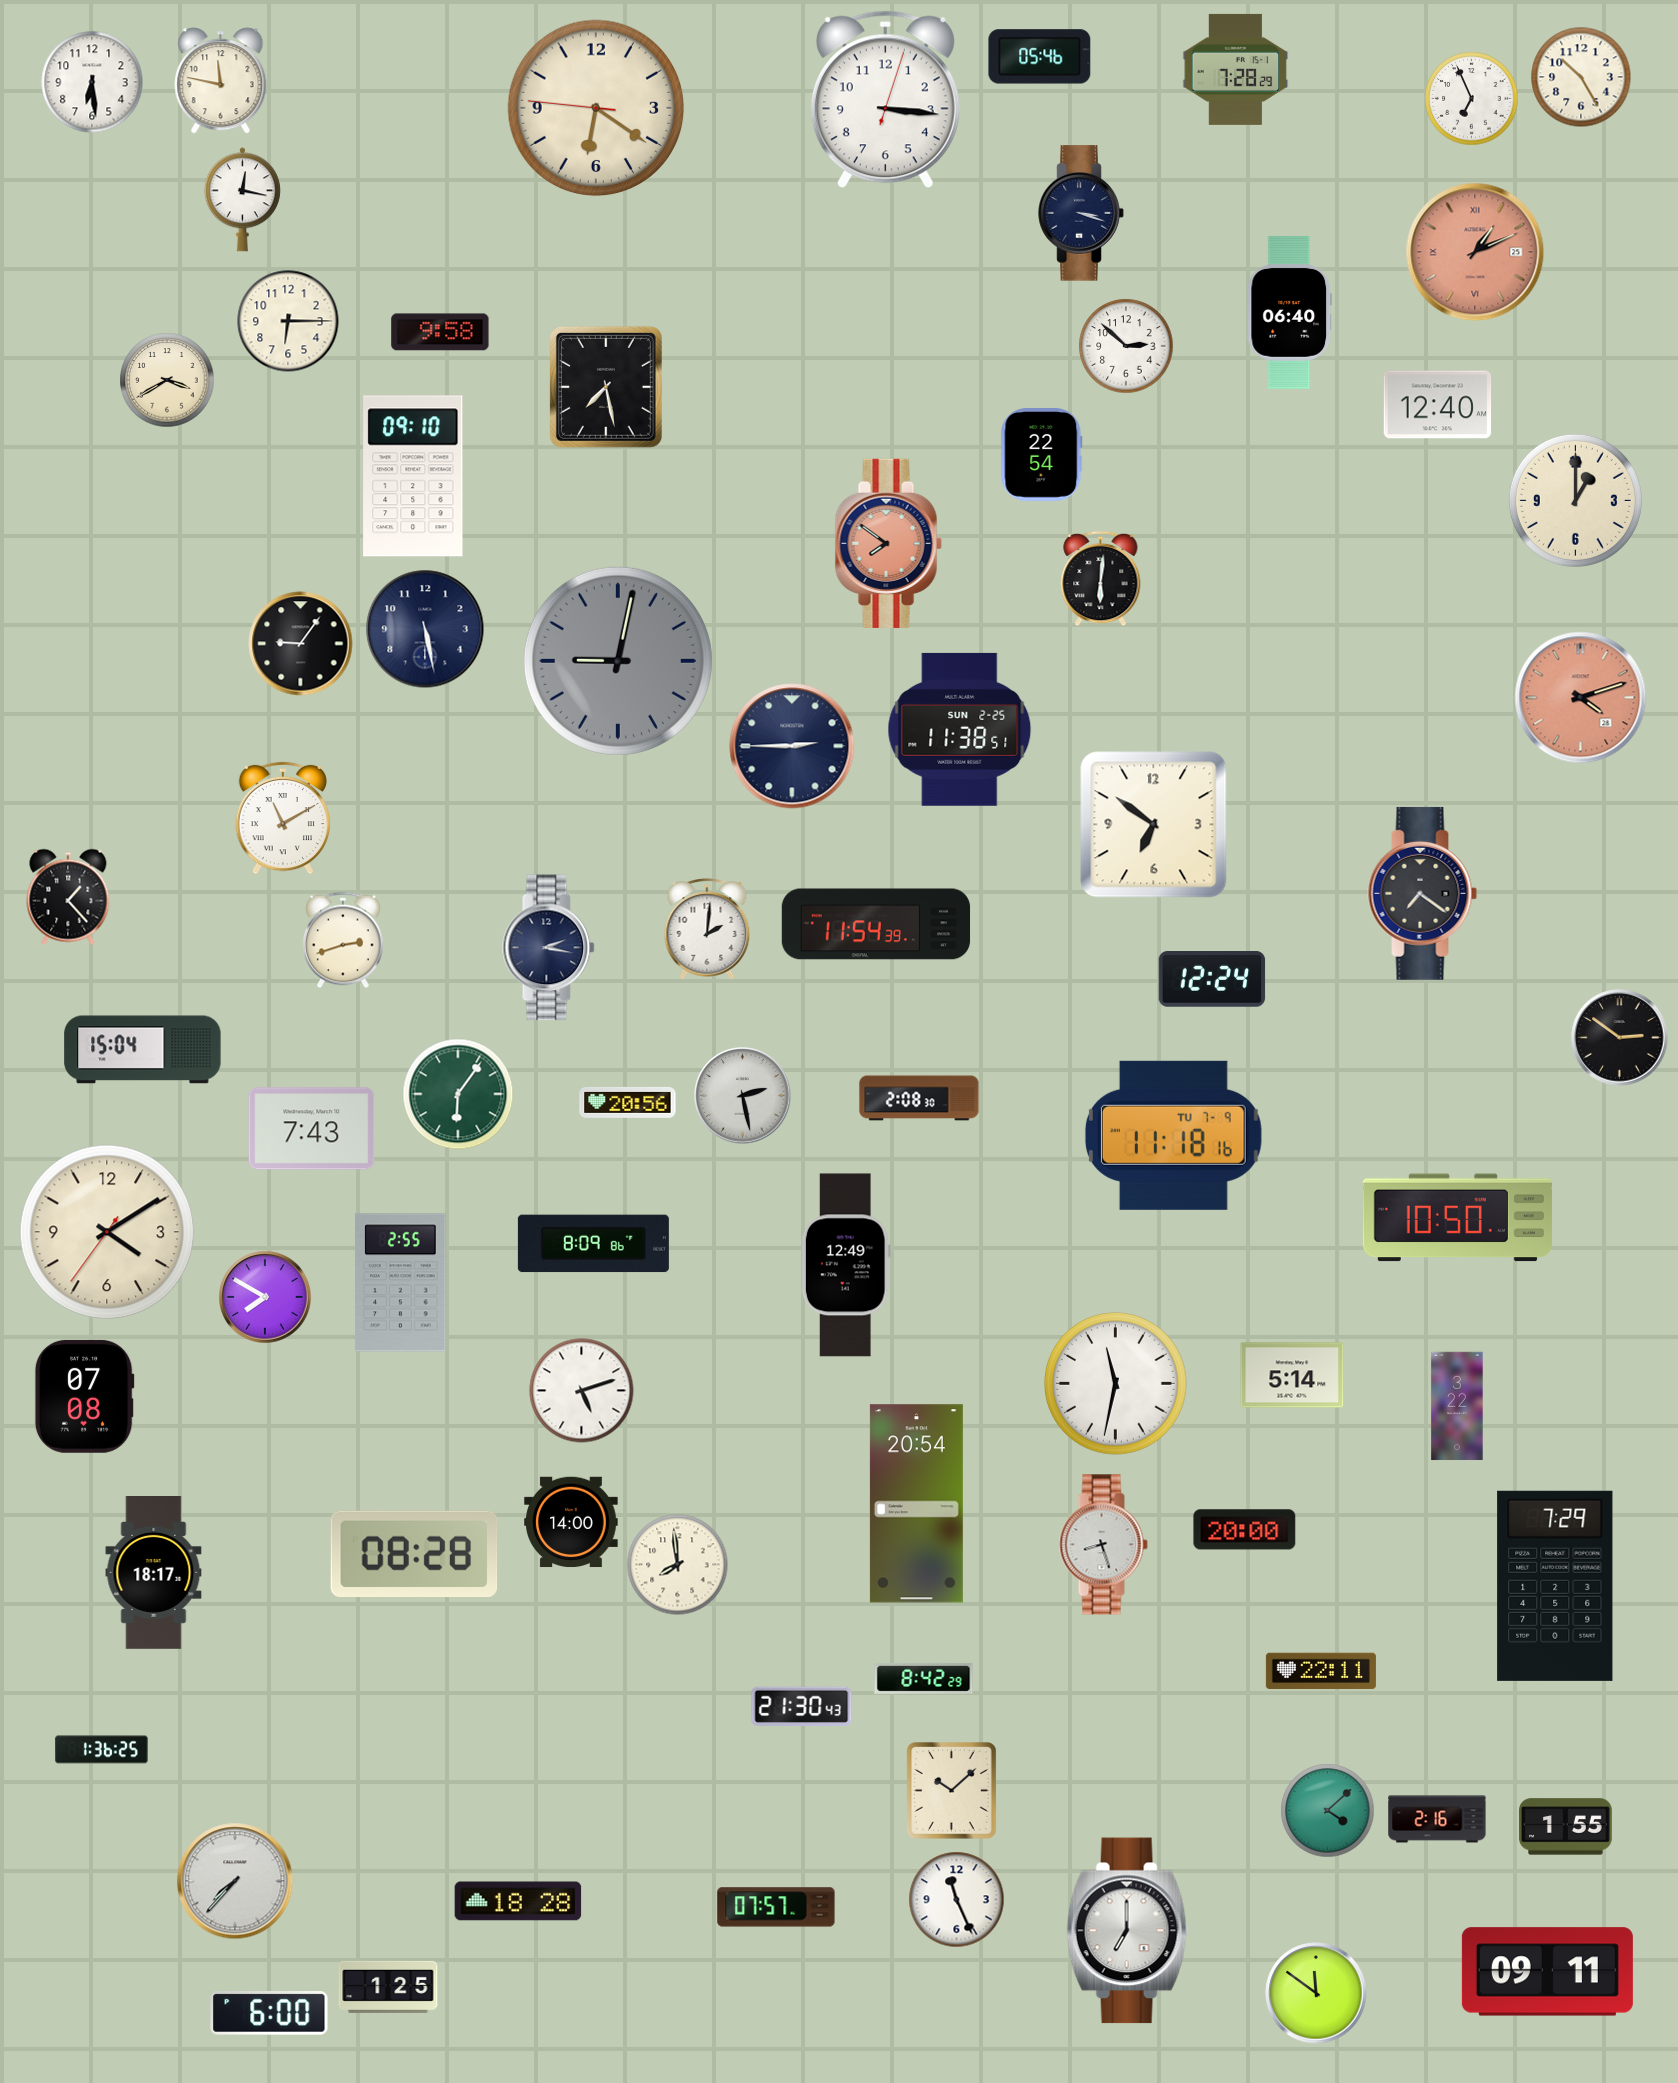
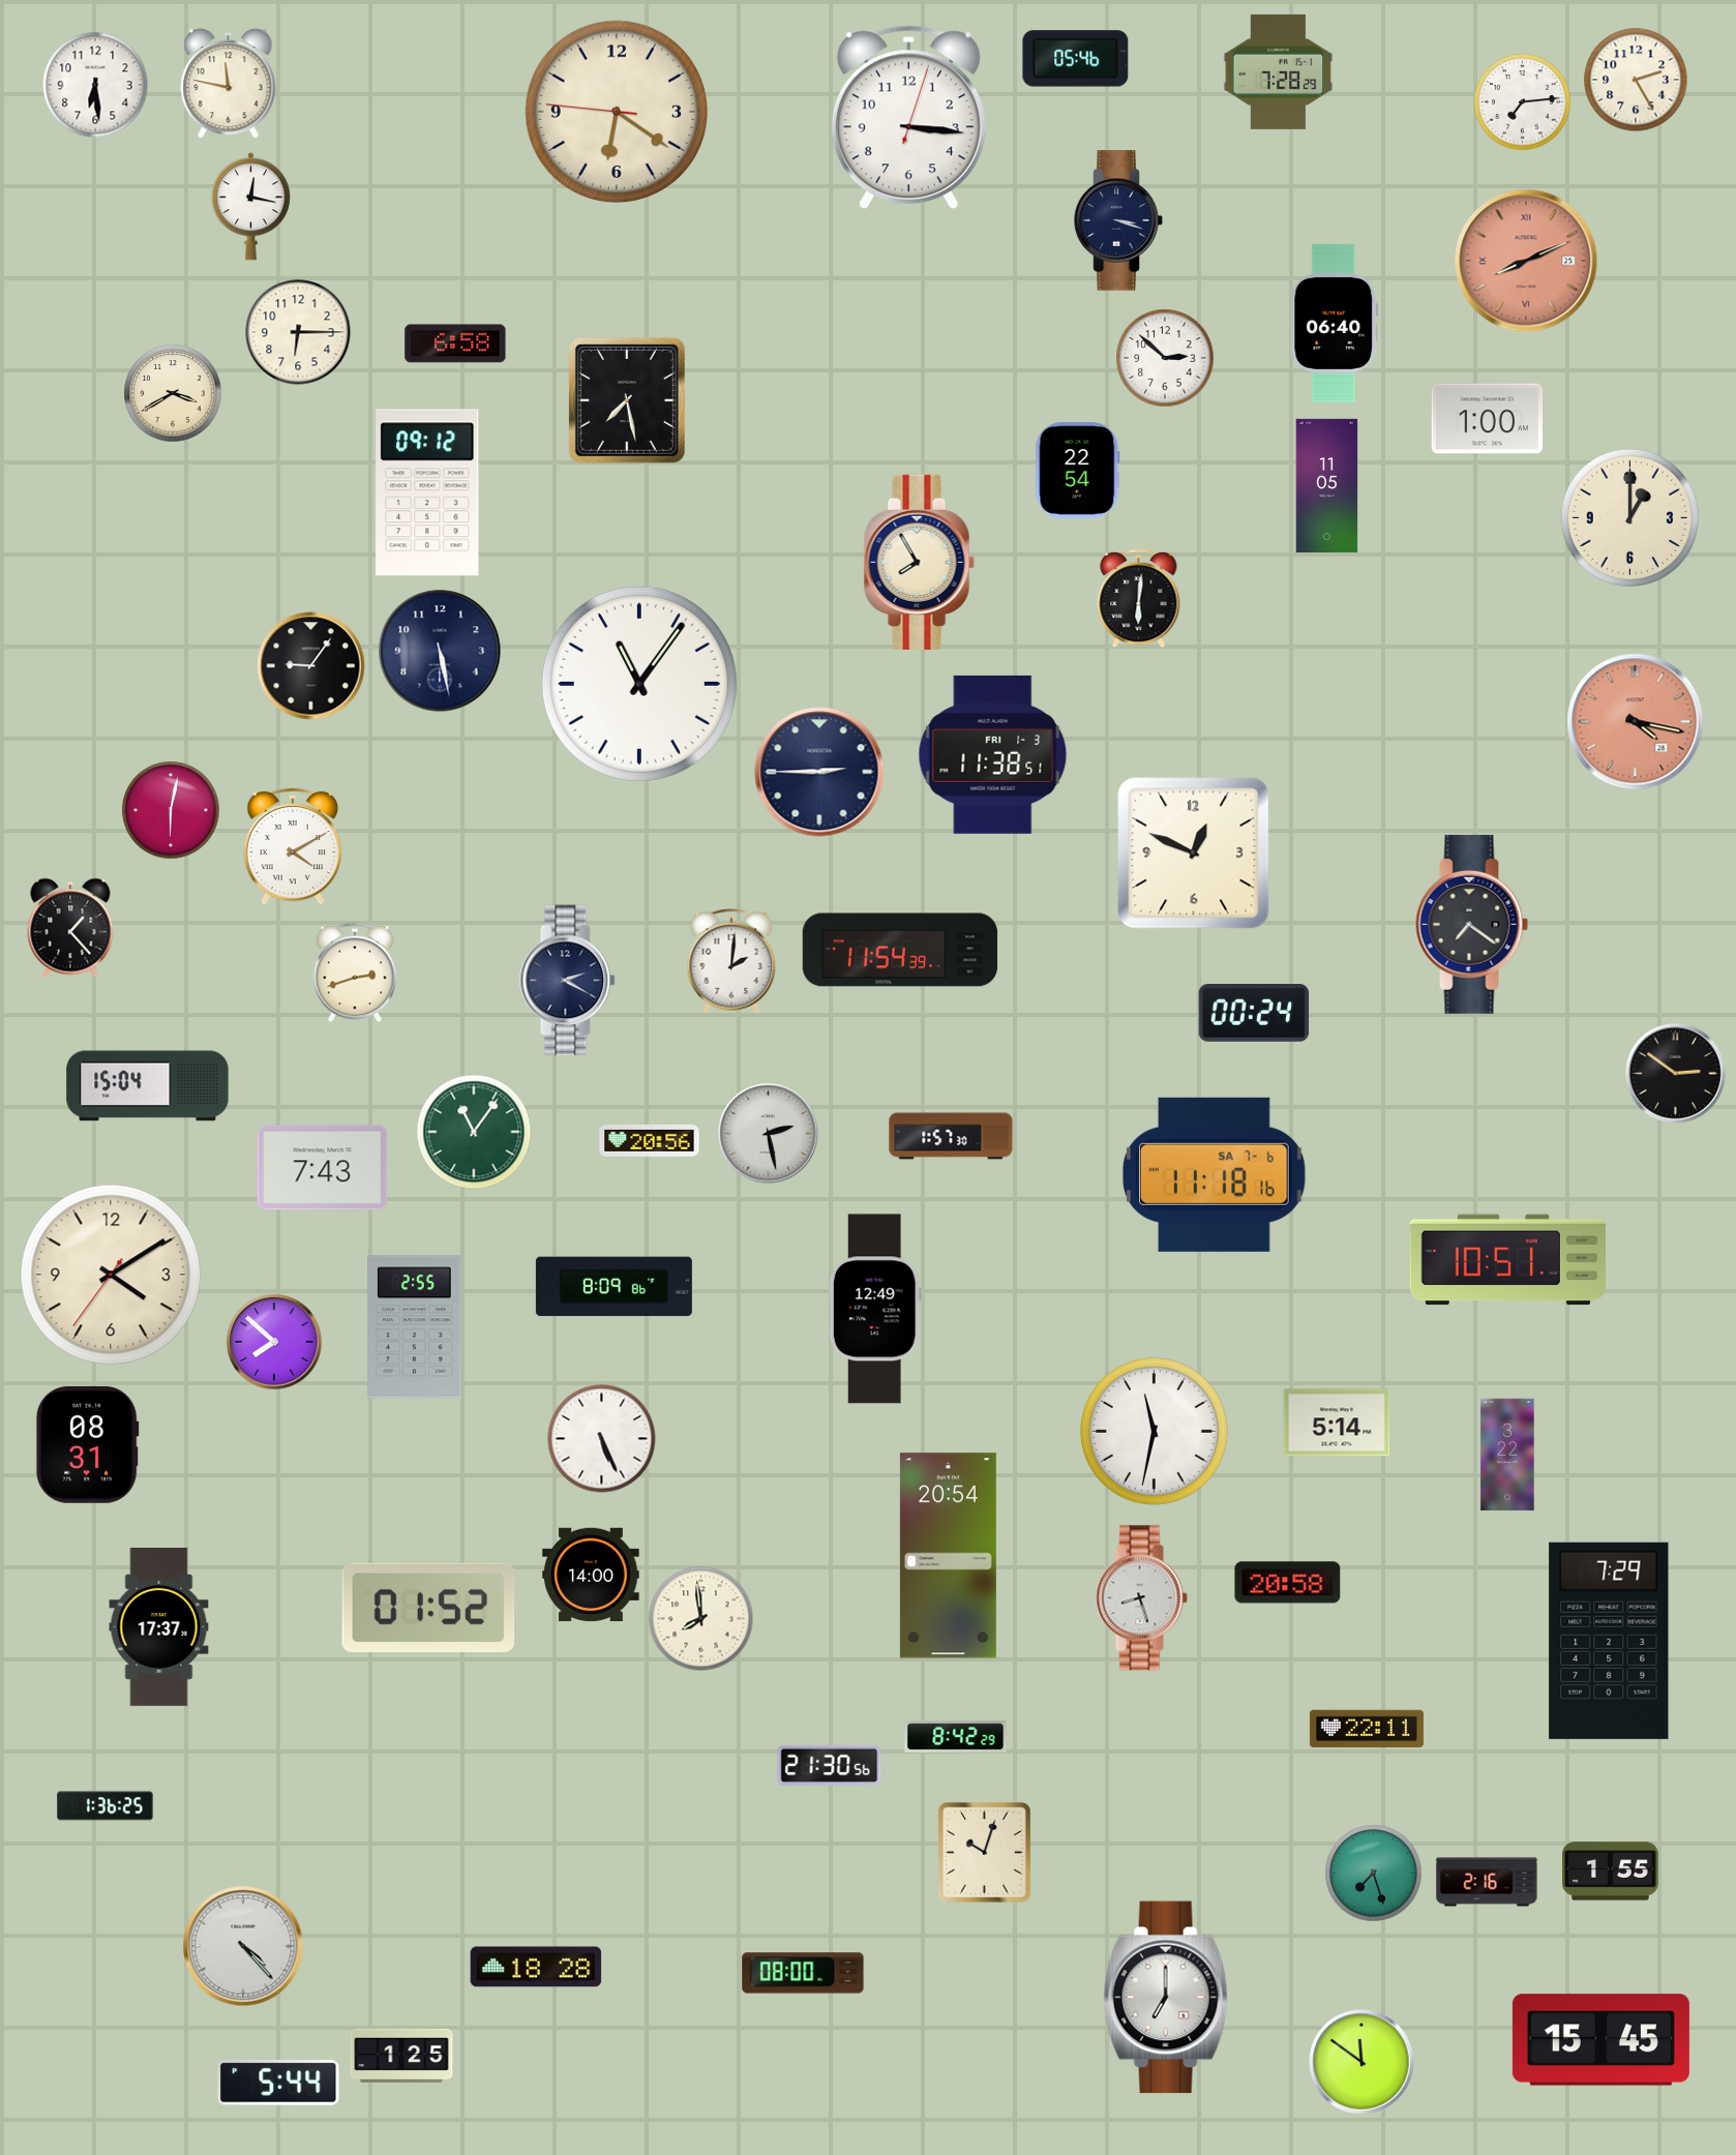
clock at (1581, 77): 10:25 -> 2:25
clock at (1472, 99): 6:56 -> 7:14
clock at (885, 100) position: (885, 100) -> (908, 118)
clock at (1475, 252): 1:11 -> 8:11
clock at (440, 332): 9:58 -> 6:58
clock at (1438, 405): 12:40 -> 1:00
clock at (1327, 485): none -> 11:05
clock at (413, 476): 09:10 -> 09:12
clock at (888, 543): 7:51 -> 7:55
clock at (888, 543) dial: salmon -> cream
clock at (618, 661): 9:02 -> 11:06
clock at (618, 661) dial: grey -> white
clock at (1581, 698): 4:12 -> 4:17
clock at (960, 729) date: SUN 2-25 -> FRI 1-3
clock at (171, 810): none -> 6:02
clock at (283, 818): 11:10 -> 4:10
clock at (1154, 825): 6:51 -> 12:49
clock at (876, 924) position: (876, 924) -> (900, 950)
clock at (549, 948): 2:17 -> 2:20
clock at (1212, 980): 12:24 -> 00:24
clock at (458, 1094): 6:06 -> 11:06
clock at (919, 1098): 2:08 -> 1:57
clock at (1173, 1135) date: TU 7-9 -> SA 7-6
clock at (1457, 1218): 10:50 -> 10:51
clock at (265, 1297): 7:50 -> 7:52
clock at (582, 1391): 5:12 -> 5:26
clock at (84, 1396): 07:08 -> 08:31
clock at (1245, 1530): 20:00 -> 20:58
clock at (414, 1554): 08:28 -> 01:52
clock at (154, 1573): 18:17 -> 17:37
clock at (802, 1706): 21:30:43 -> 21:30:56
clock at (102, 1750) position: (102, 1750) -> (106, 1806)
clock at (952, 1791): 10:08 -> 10:03
clock at (1328, 1811): 4:08 -> 7:27
clock at (1566, 1827) position: (1566, 1827) -> (1611, 1872)
clock at (235, 1881): 7:37 -> 4:23
clock at (957, 1900): 11:26 -> none
clock at (776, 1907): 07:57 -> 08:00
clock at (1547, 1972): 09:11 -> 15:45
clock at (269, 2014): 6:00 -> 5:44
